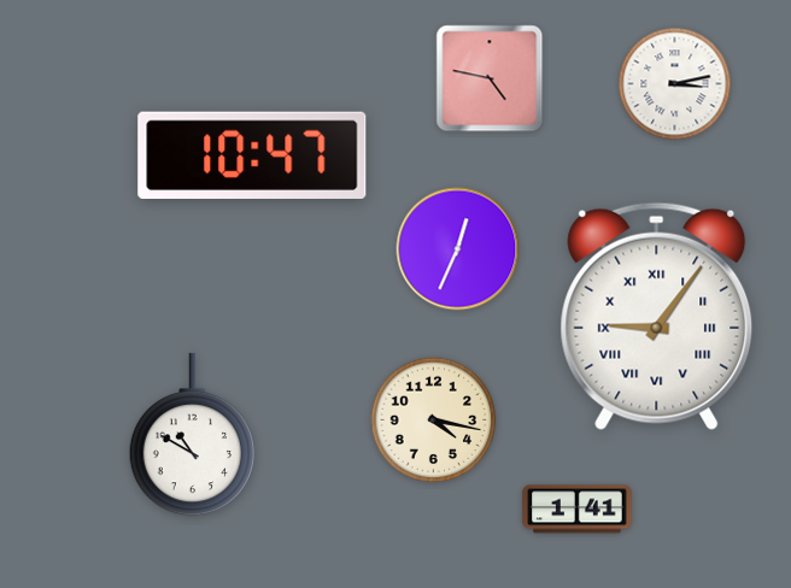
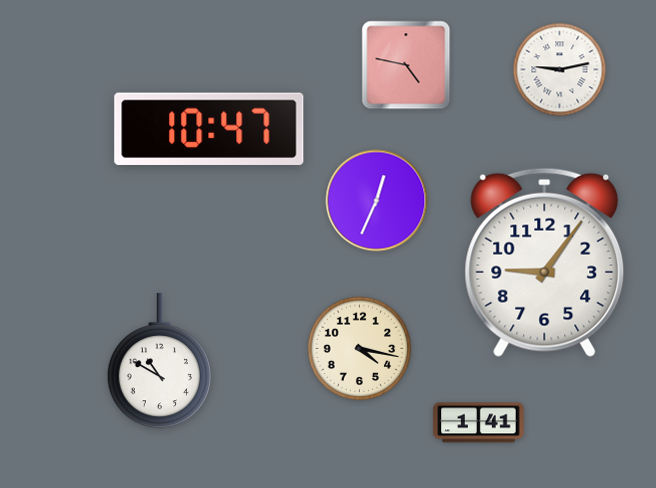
clock at (675, 84): 3:13 -> 9:13
clock at (458, 249) position: (458, 249) -> (377, 201)
clock at (657, 316) numerals: Roman -> Arabic
